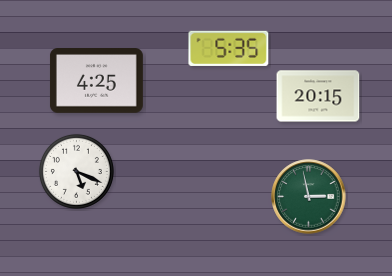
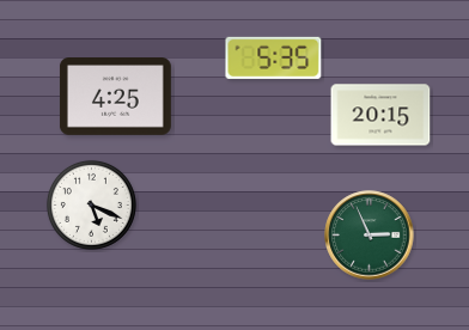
clock at (309, 197): 2:58 -> 2:56
